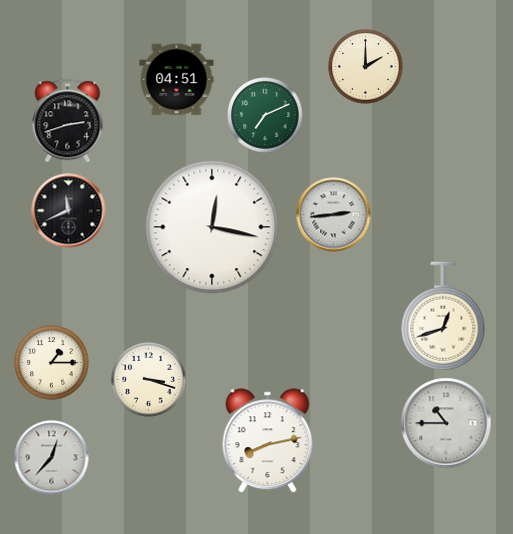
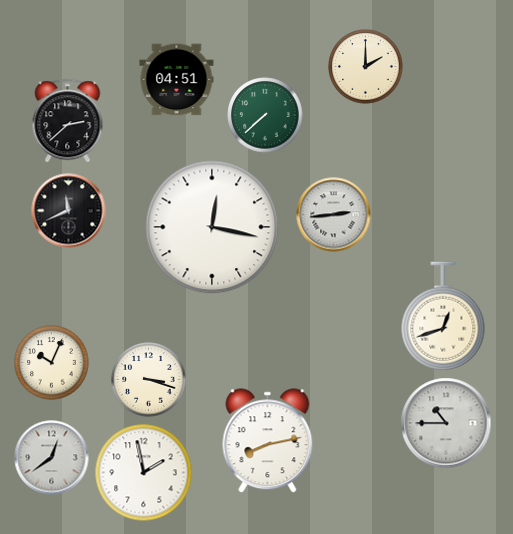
clock at (265, 115): 7:11 -> 7:38
clock at (68, 121): 2:42 -> 2:38
clock at (52, 363): 1:15 -> 10:04
clock at (52, 458): 12:37 -> 12:39
clock at (144, 473): none -> 1:58
